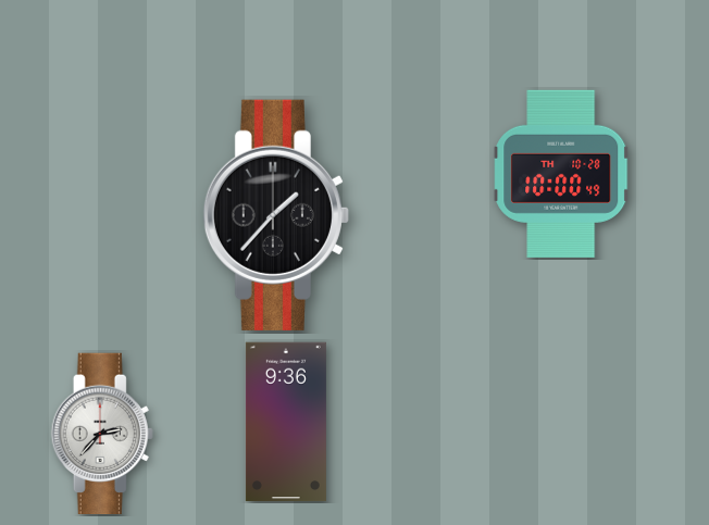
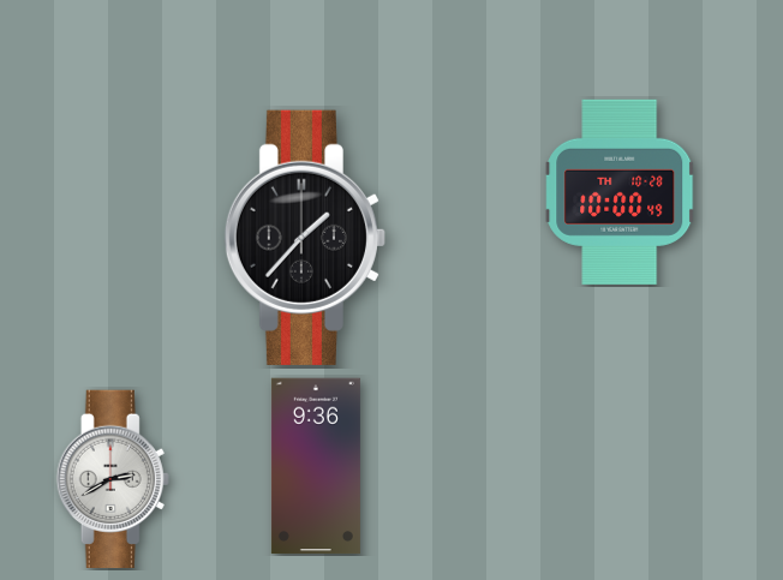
clock at (102, 433): 2:37 -> 2:40
